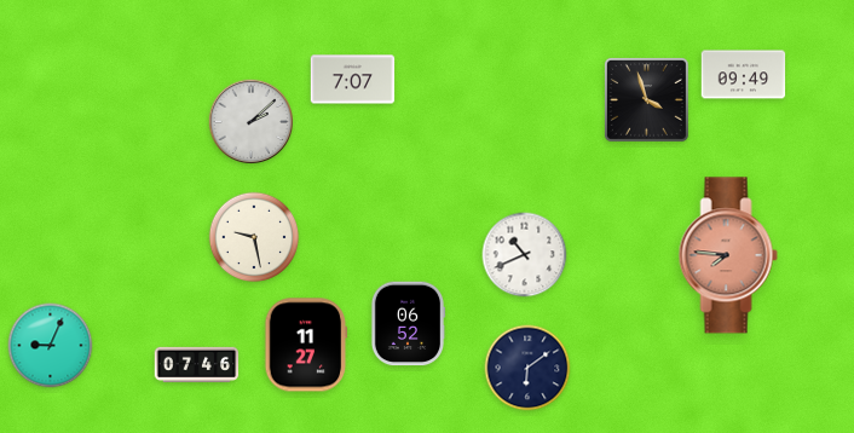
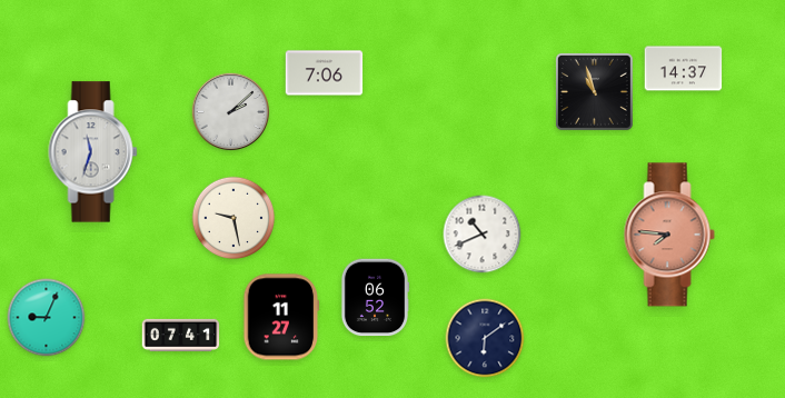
clock at (744, 75): 09:49 -> 14:37
clock at (353, 80): 7:07 -> 7:06
clock at (646, 99): 3:57 -> 10:57
clock at (93, 152): none -> 11:33
clock at (197, 364): 07:46 -> 07:41
